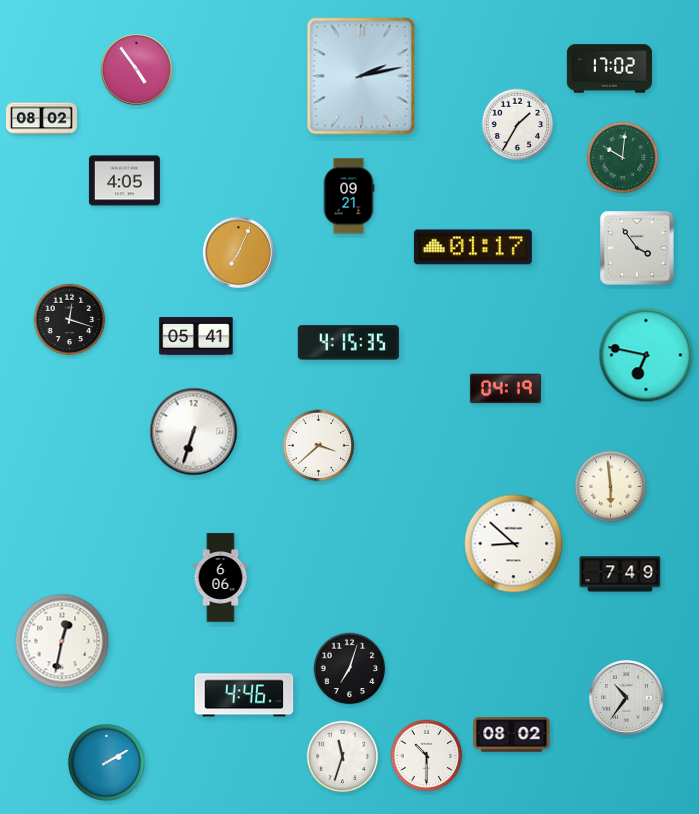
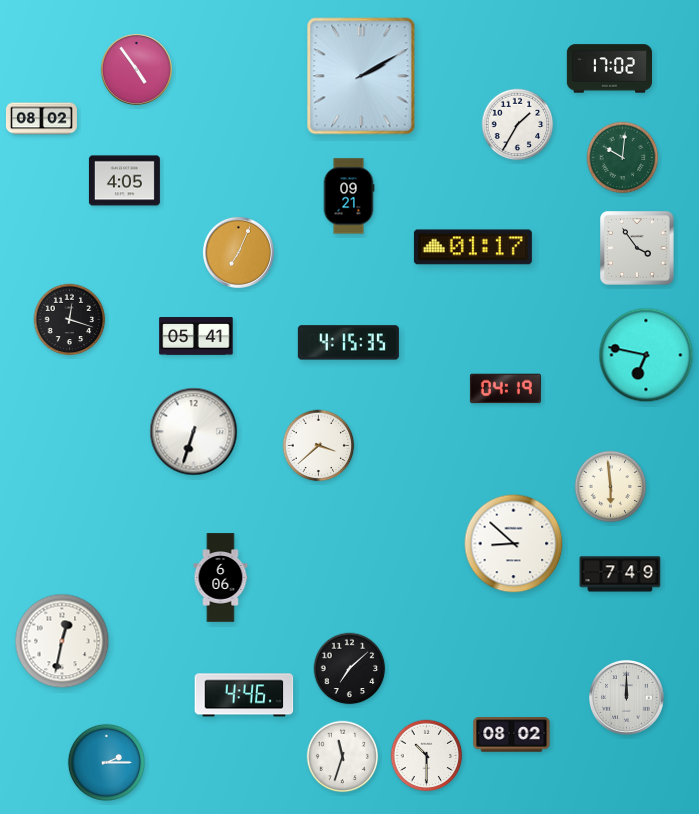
clock at (361, 76): 2:13 -> 2:10
clock at (350, 669): 7:03 -> 7:08
clock at (627, 698): 10:36 -> 12:00
clock at (106, 762): 2:10 -> 2:15
